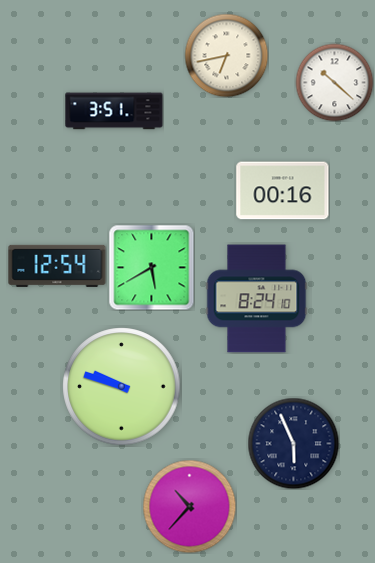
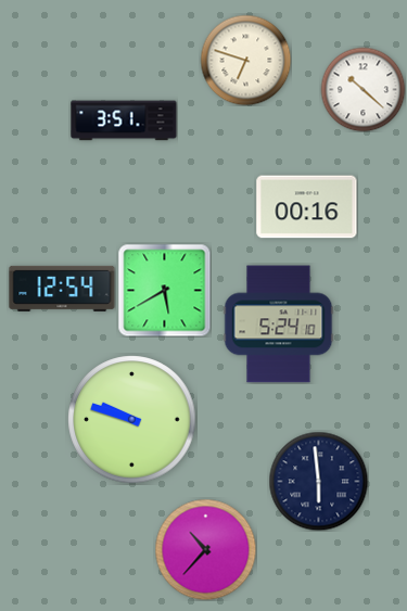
clock at (226, 55): 6:43 -> 6:48
clock at (257, 299): 8:24 -> 5:24
clock at (293, 443): 5:56 -> 5:59
